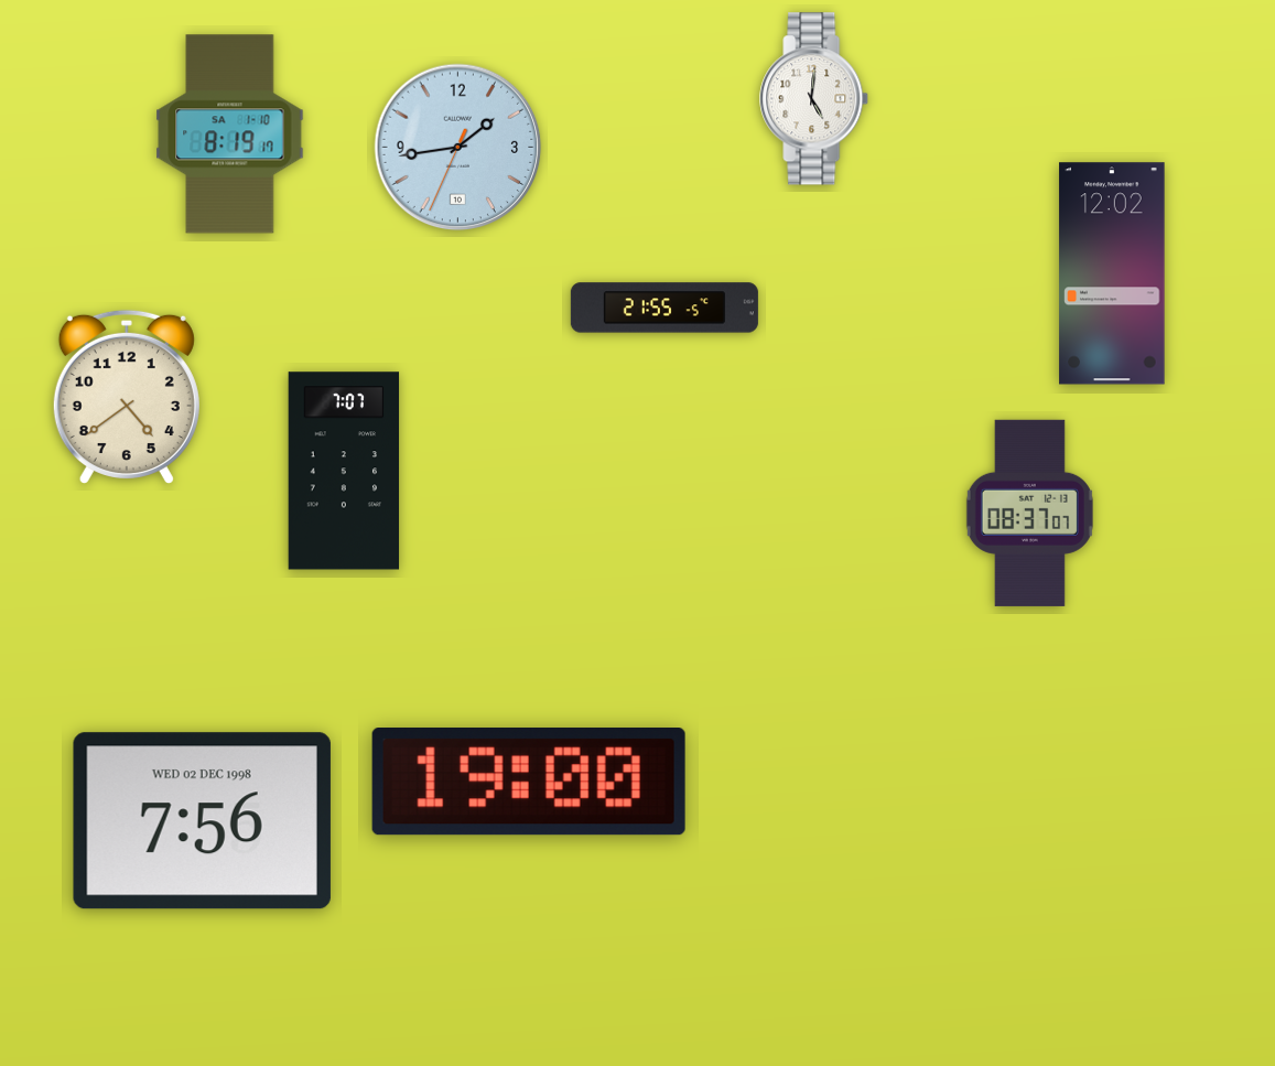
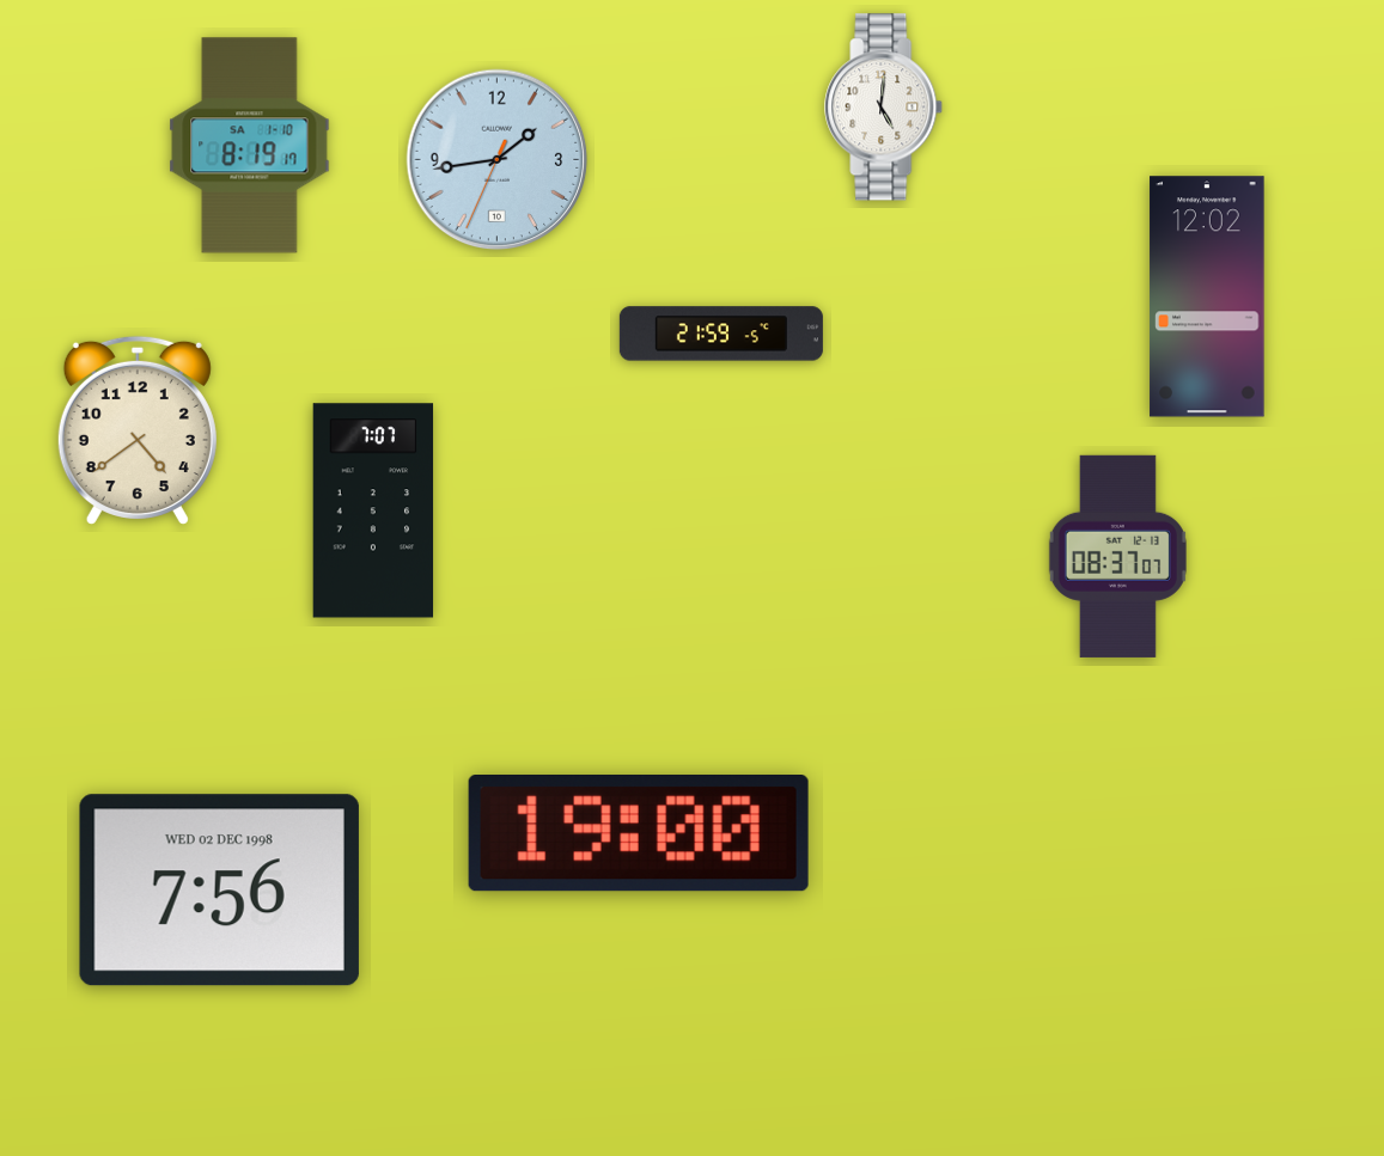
clock at (664, 308): 21:55 -> 21:59
clock at (529, 783) position: (529, 783) -> (639, 834)
